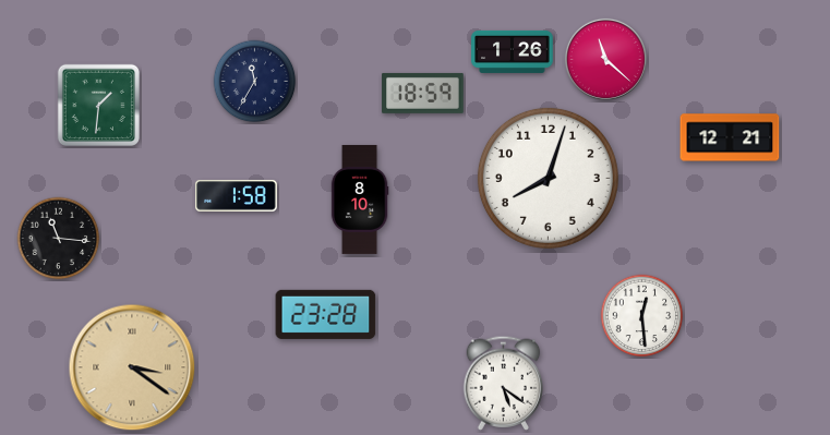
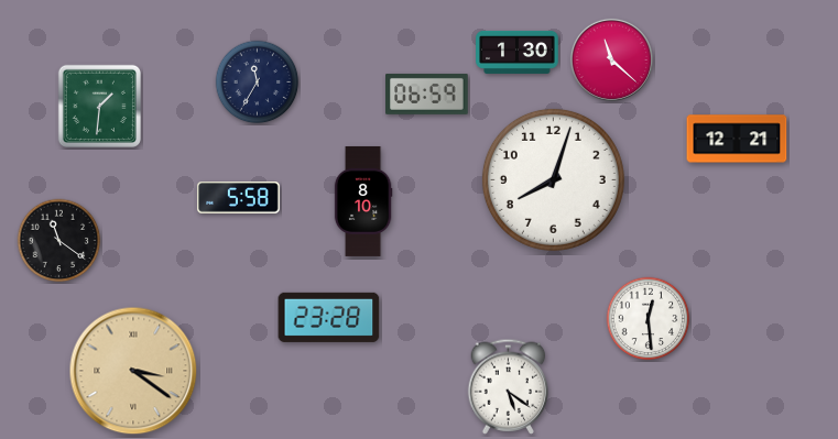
clock at (513, 51): 1:26 -> 1:30
clock at (423, 93): 18:59 -> 06:59
clock at (237, 196): 1:58 -> 5:58
clock at (59, 239): 11:16 -> 11:21
